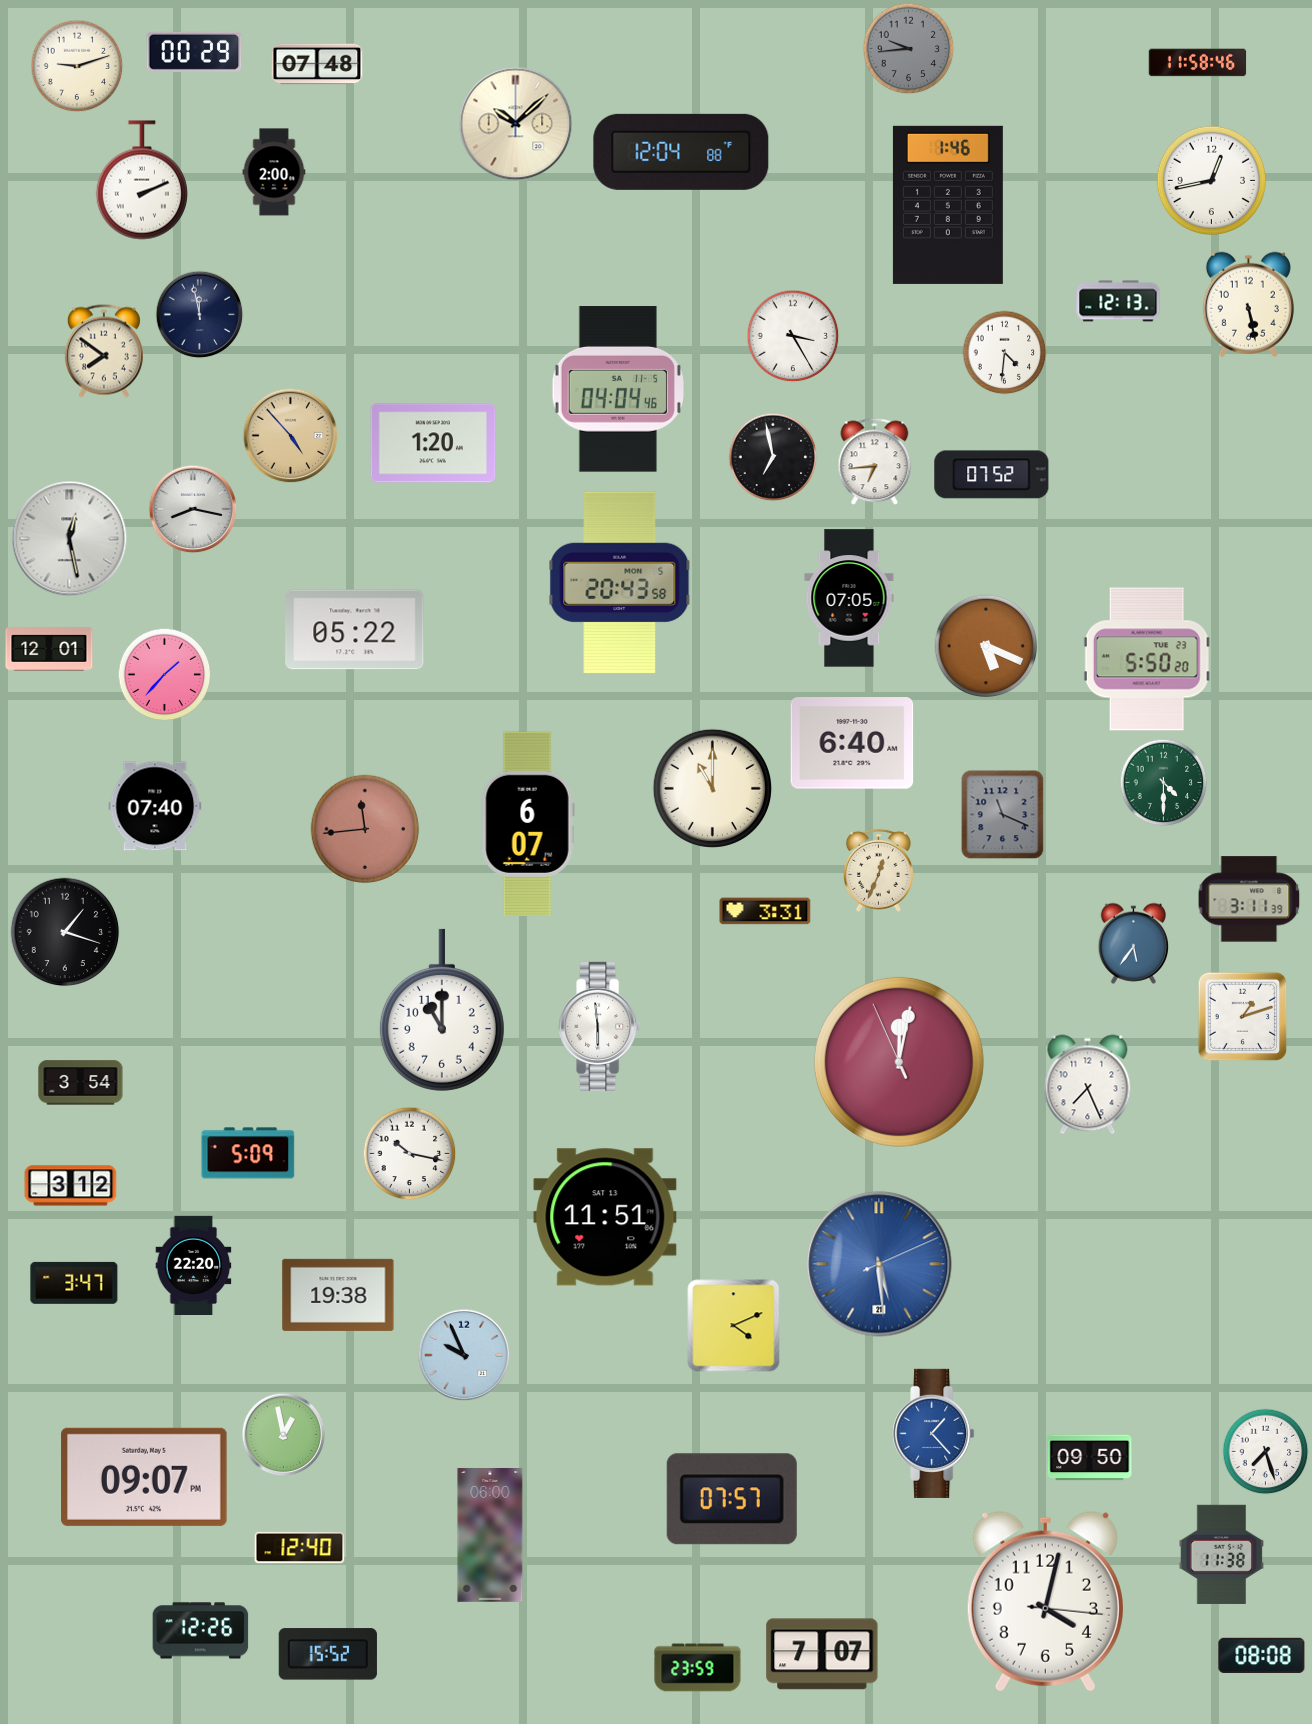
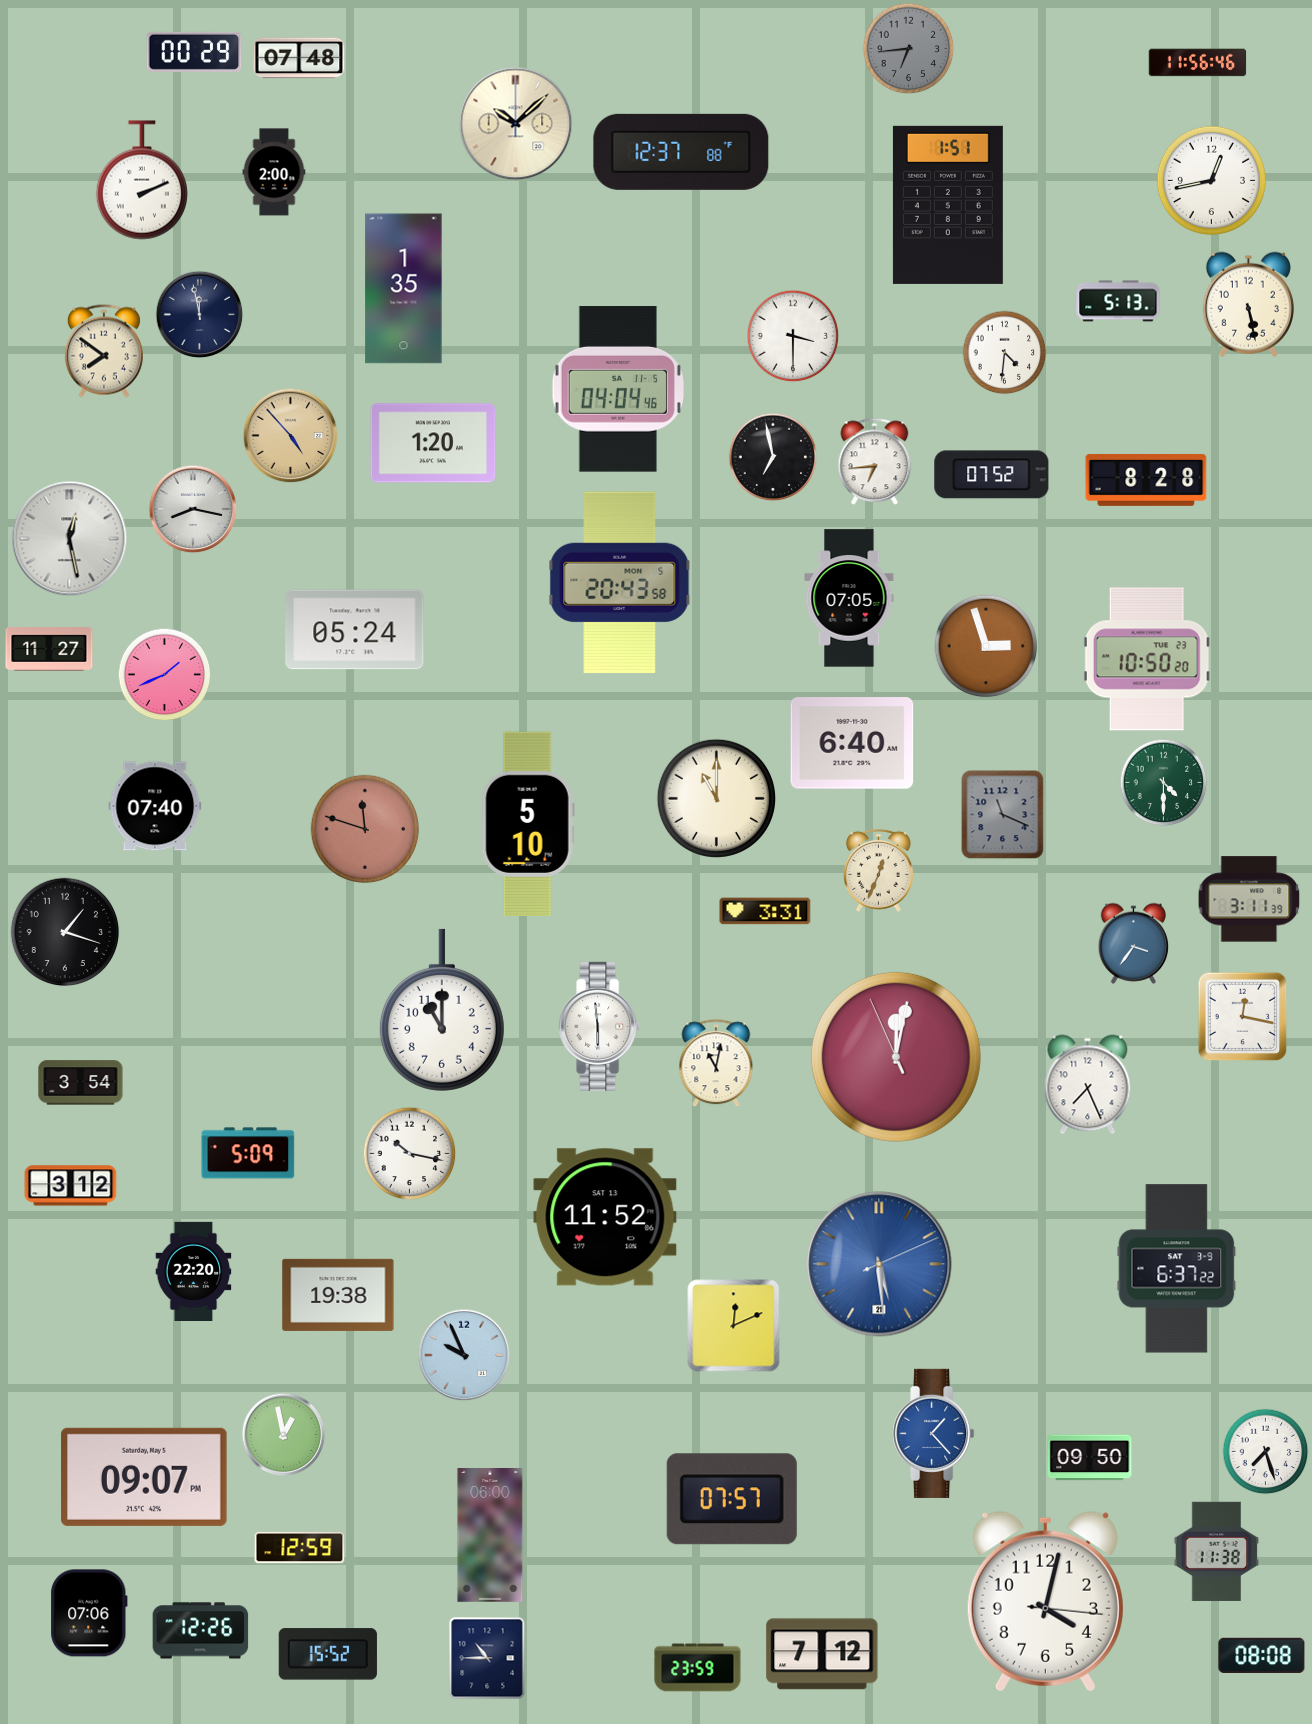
clock at (909, 49): 9:44 -> 6:44
clock at (1198, 63): 11:58 -> 11:56
clock at (317, 64) position: (317, 64) -> (299, 58)
clock at (77, 66): 9:12 -> none
clock at (681, 152): 12:04 -> 12:37
clock at (948, 205): 1:46 -> 1:51
clock at (404, 289): none -> 1:35
clock at (1118, 301): 12:13 -> 5:13
clock at (793, 336): 3:25 -> 3:30
clock at (1146, 480): none -> 8:28
clock at (355, 630): 05:22 -> 05:24
clock at (986, 646): 5:19 -> 2:57
clock at (49, 649): 12:01 -> 11:27
clock at (1147, 659): 5:50 -> 10:50
clock at (165, 675): 1:37 -> 1:41
clock at (712, 788) position: (712, 788) -> (716, 798)
clock at (528, 823): 6:07 -> 5:10
clock at (365, 829): 11:44 -> 11:48
clock at (1134, 943): 5:36 -> 3:36
clock at (1243, 1017): 1:12 -> 12:17
clock at (899, 1062) position: (899, 1062) -> (896, 1057)
clock at (716, 1064): none -> 11:02
clock at (605, 1217): 11:51 -> 11:52
clock at (194, 1265) position: (194, 1265) -> (194, 1271)
clock at (1177, 1269): none -> 6:37
clock at (74, 1283): 3:47 -> none
clock at (734, 1326): 4:11 -> 12:11
clock at (300, 1548): 12:40 -> 12:59
clock at (1222, 1554) position: (1222, 1554) -> (1217, 1551)
clock at (89, 1613): none -> 07:06
clock at (822, 1654): 7:07 -> 7:12
clock at (487, 1658): none -> 10:45
